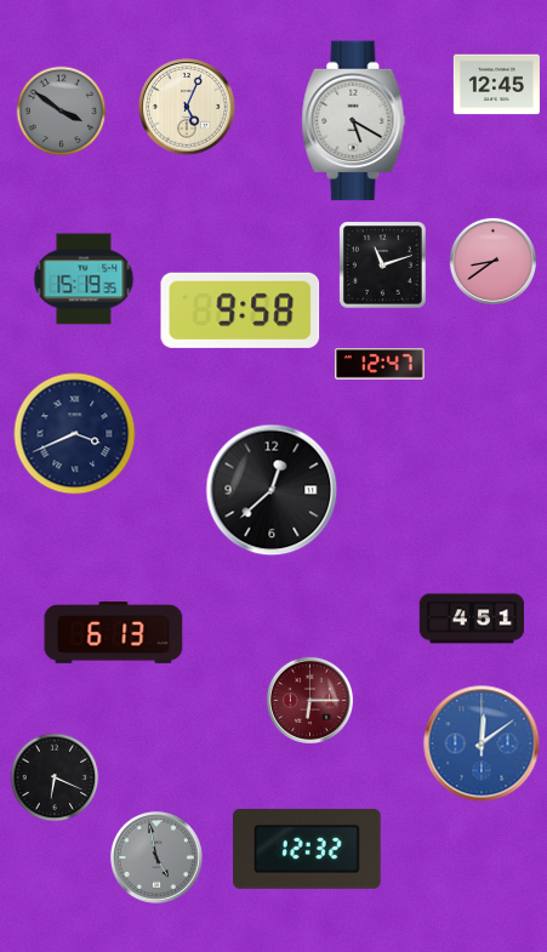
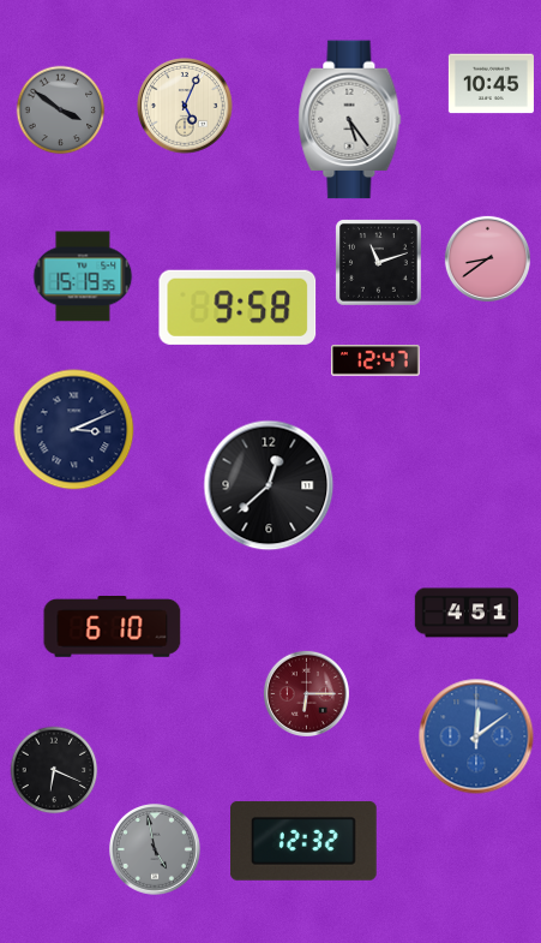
clock at (496, 85): 12:45 -> 10:45
clock at (354, 121): 5:20 -> 5:24
clock at (75, 434): 3:41 -> 3:11
clock at (114, 633): 6:13 -> 6:10
